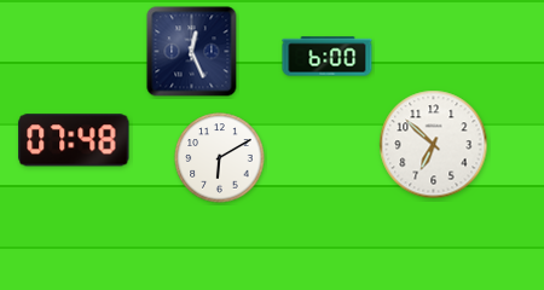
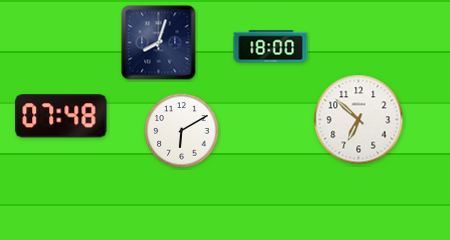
clock at (192, 52): 12:26 -> 8:03
clock at (328, 57): 6:00 -> 18:00
